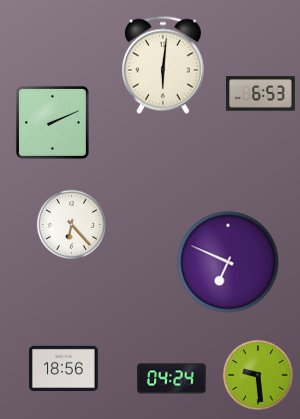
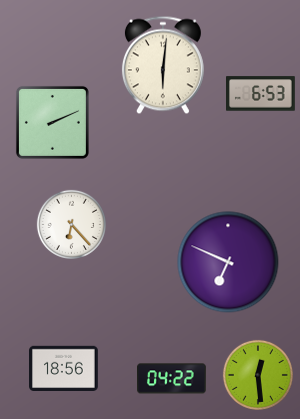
clock at (258, 375): 9:29 -> 12:29
clock at (172, 379): 04:24 -> 04:22
